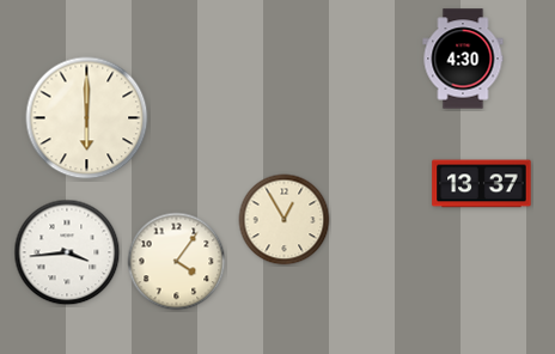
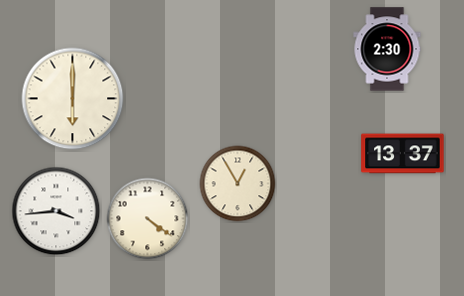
clock at (463, 59): 4:30 -> 2:30
clock at (177, 262): 4:06 -> 4:21
